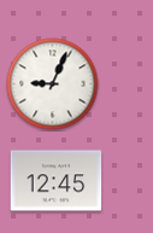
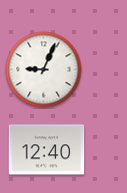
clock at (57, 181): 12:45 -> 12:40
